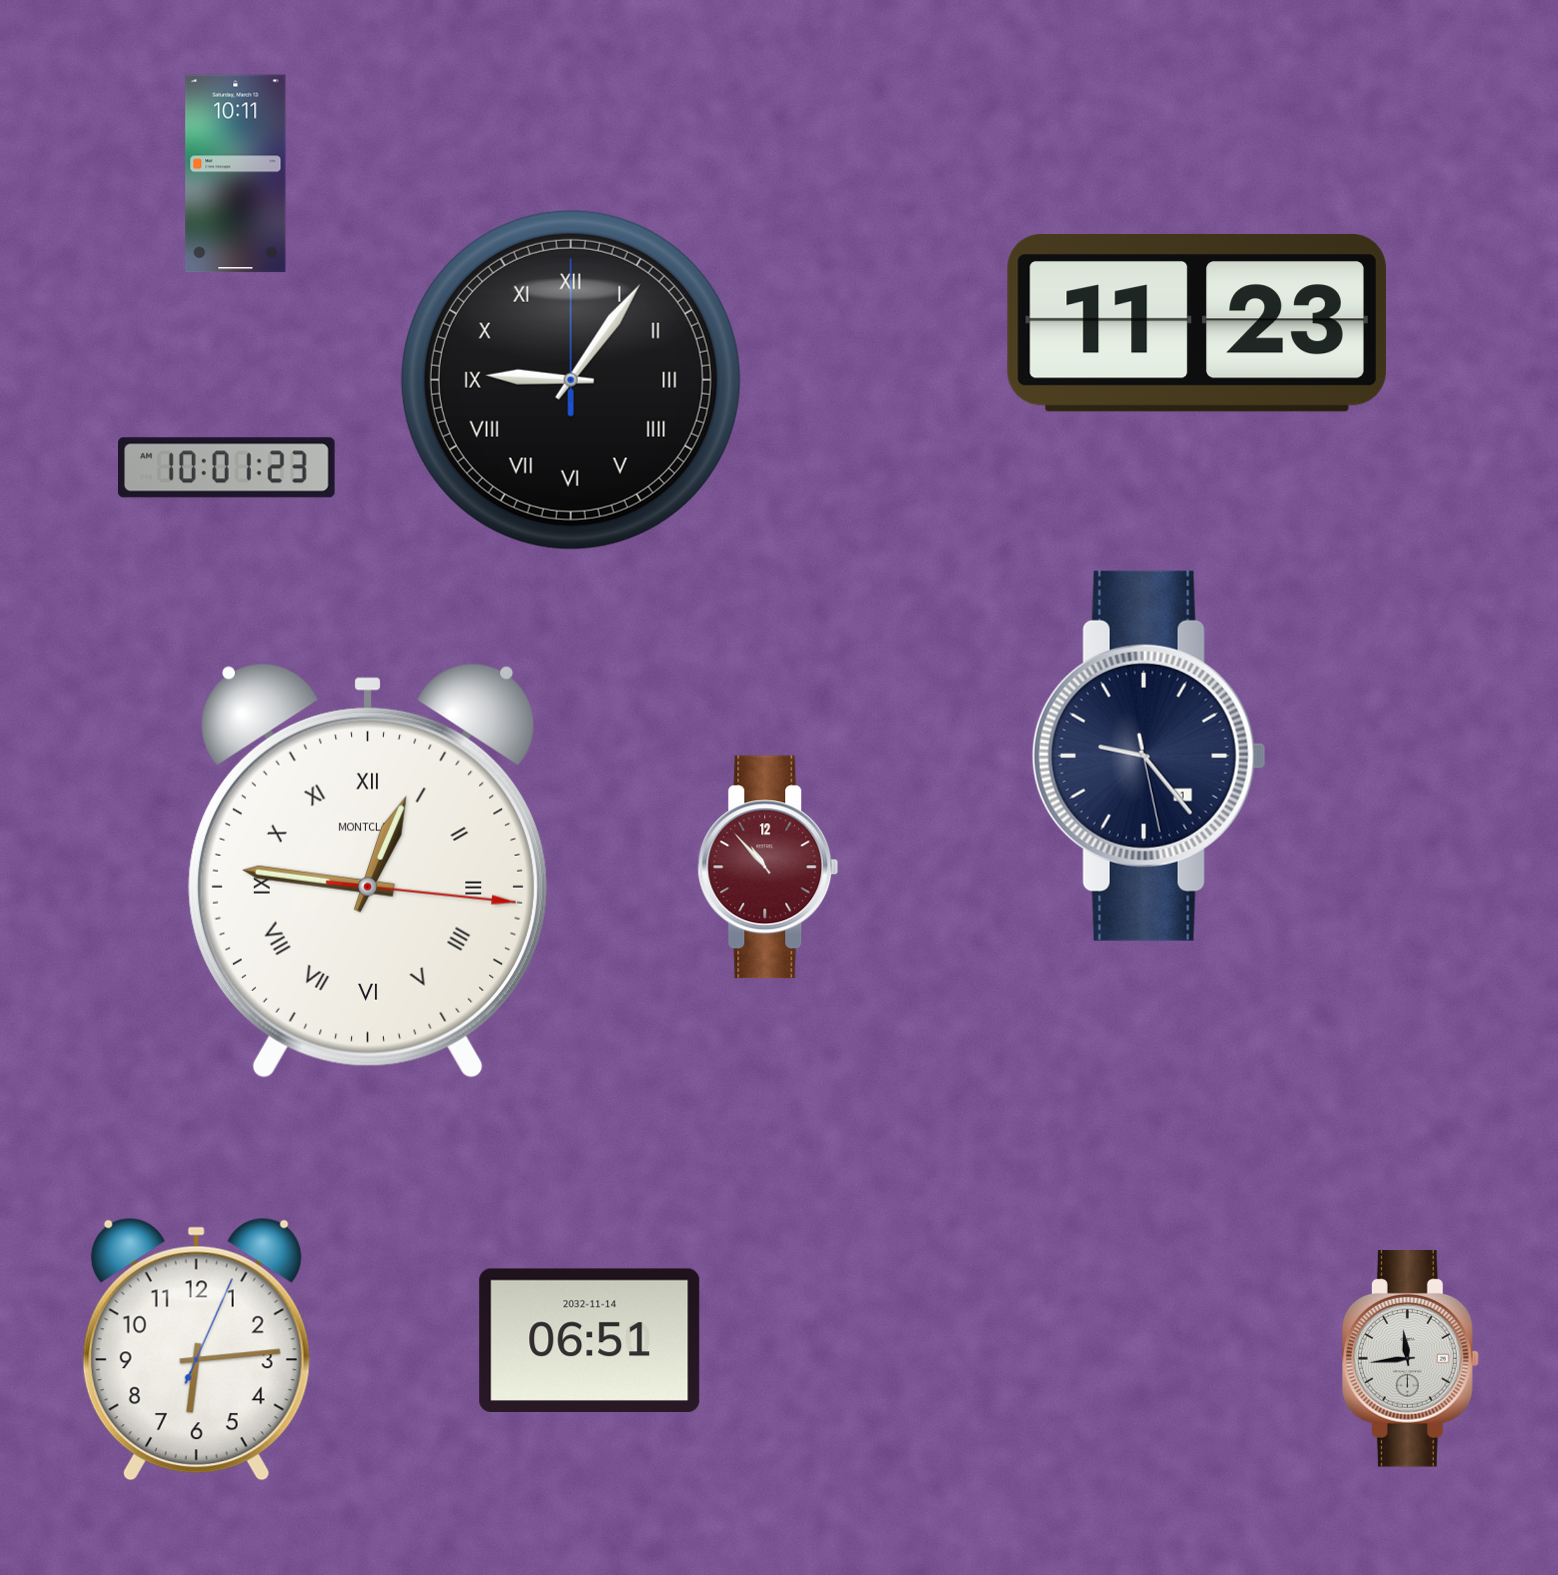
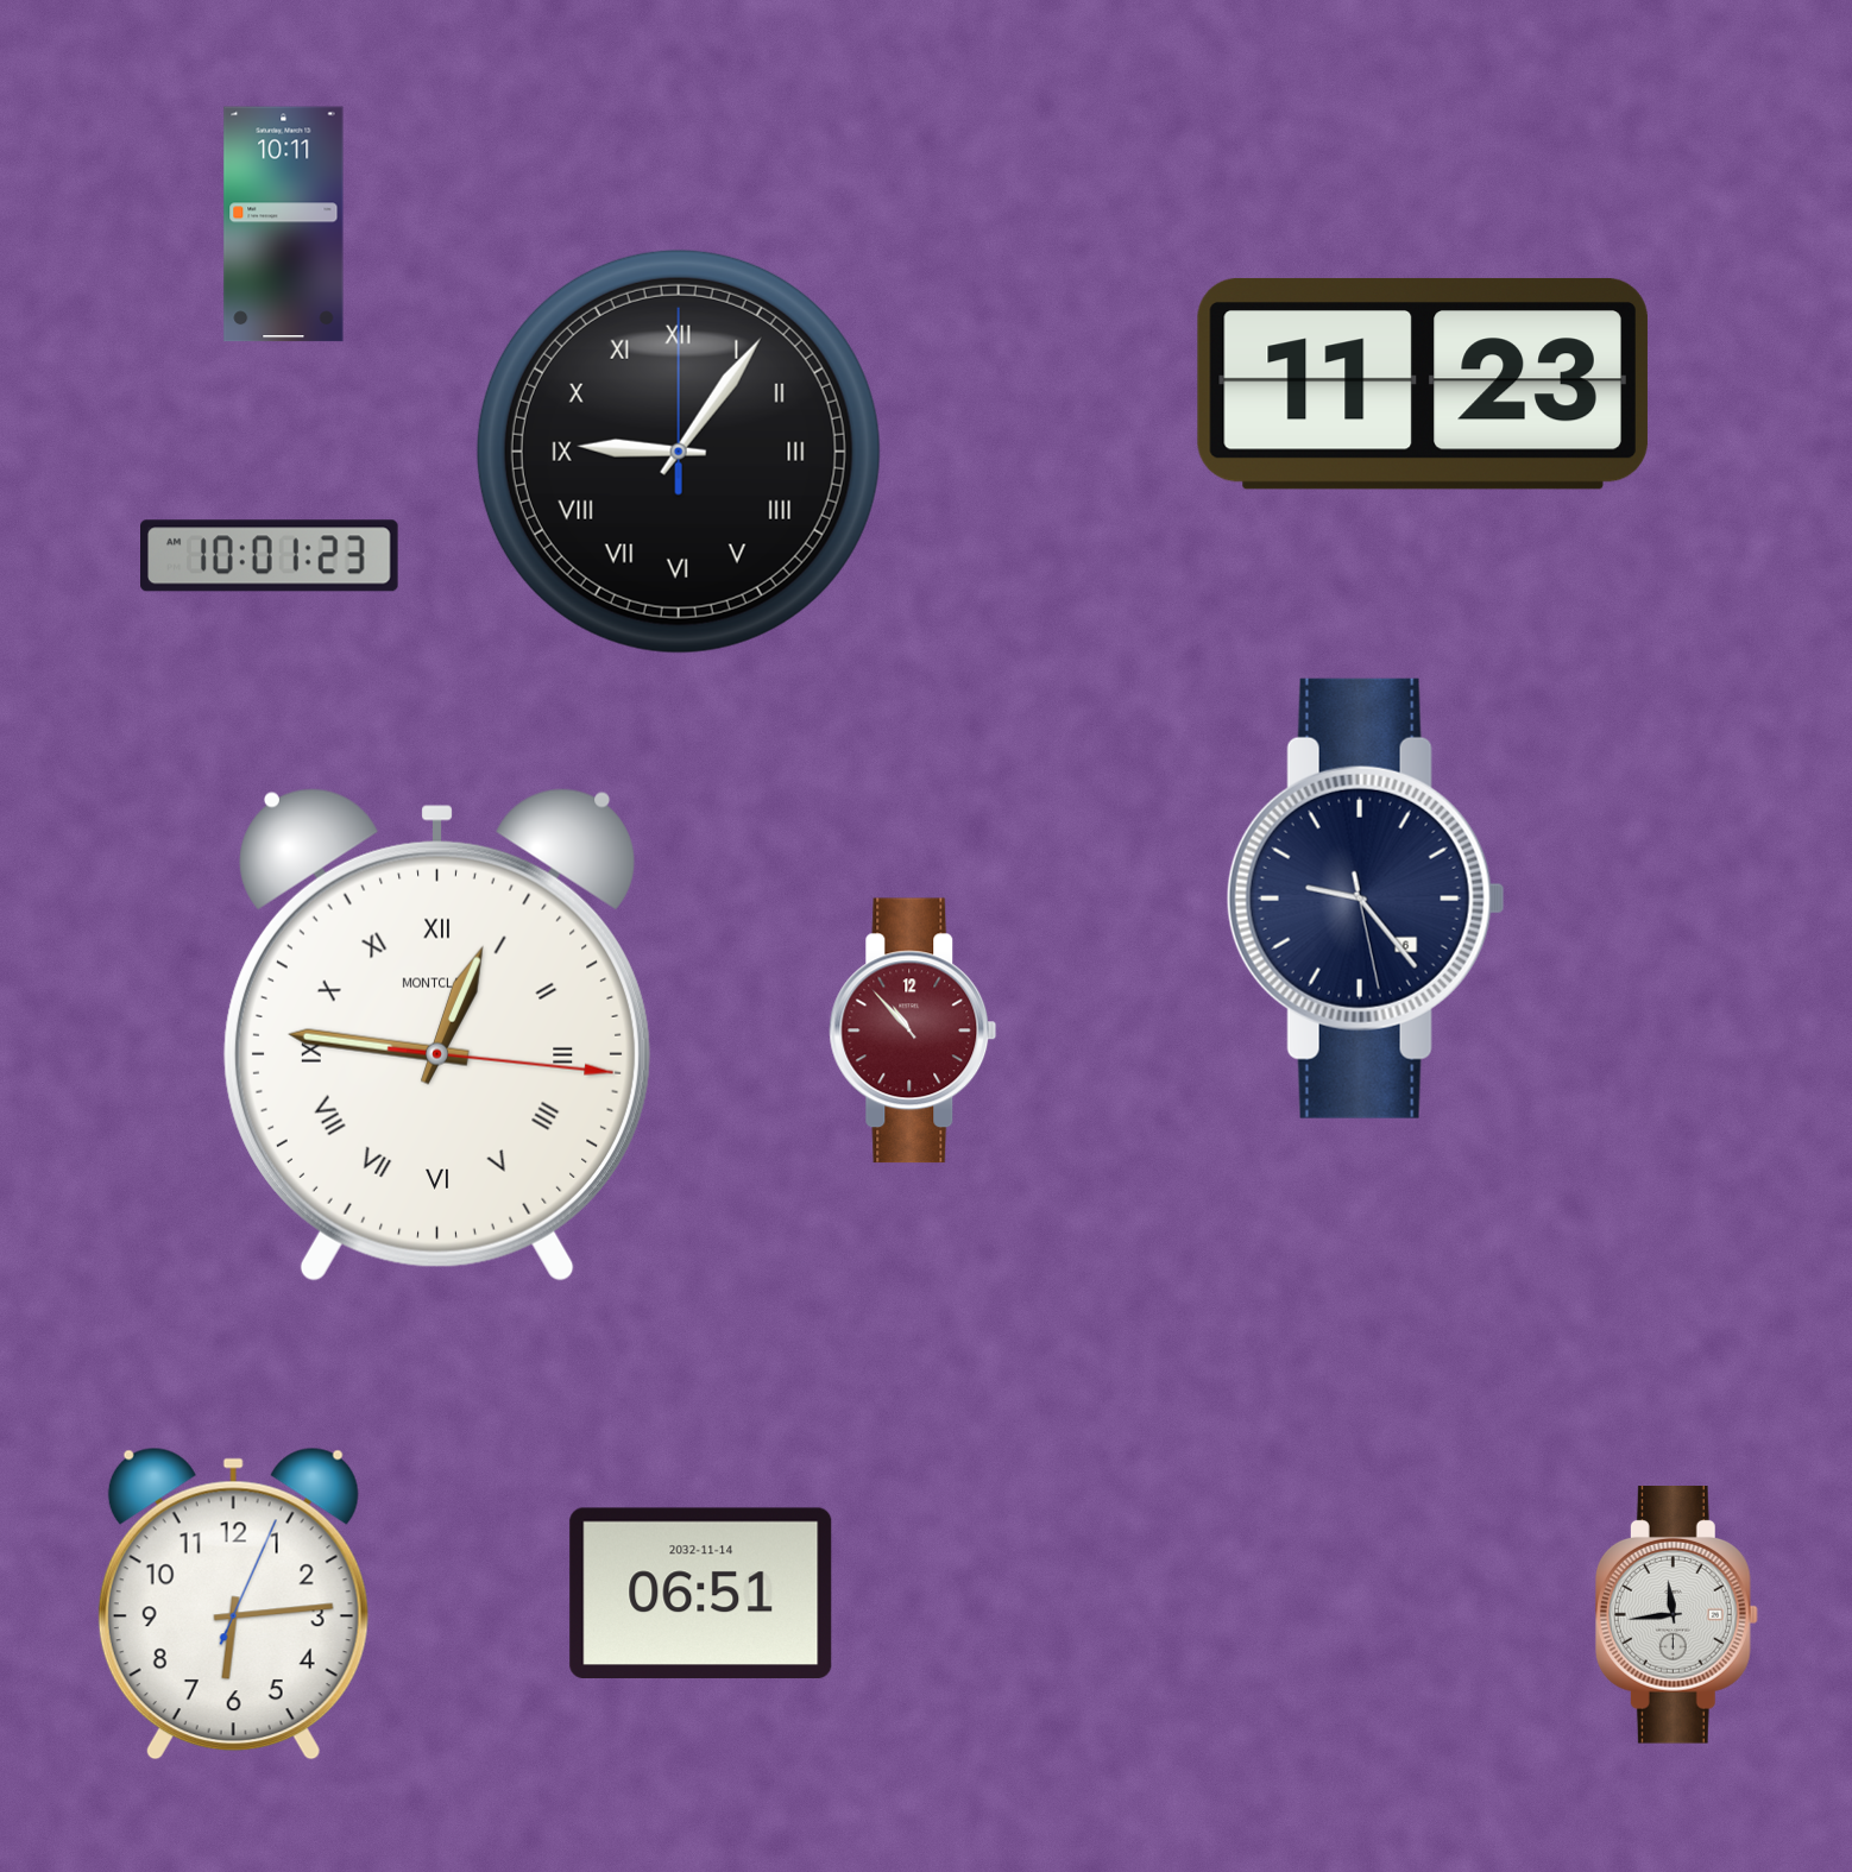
clock at (236, 174) position: (236, 174) -> (284, 225)
clock at (1149, 756) date: 1 -> 6
